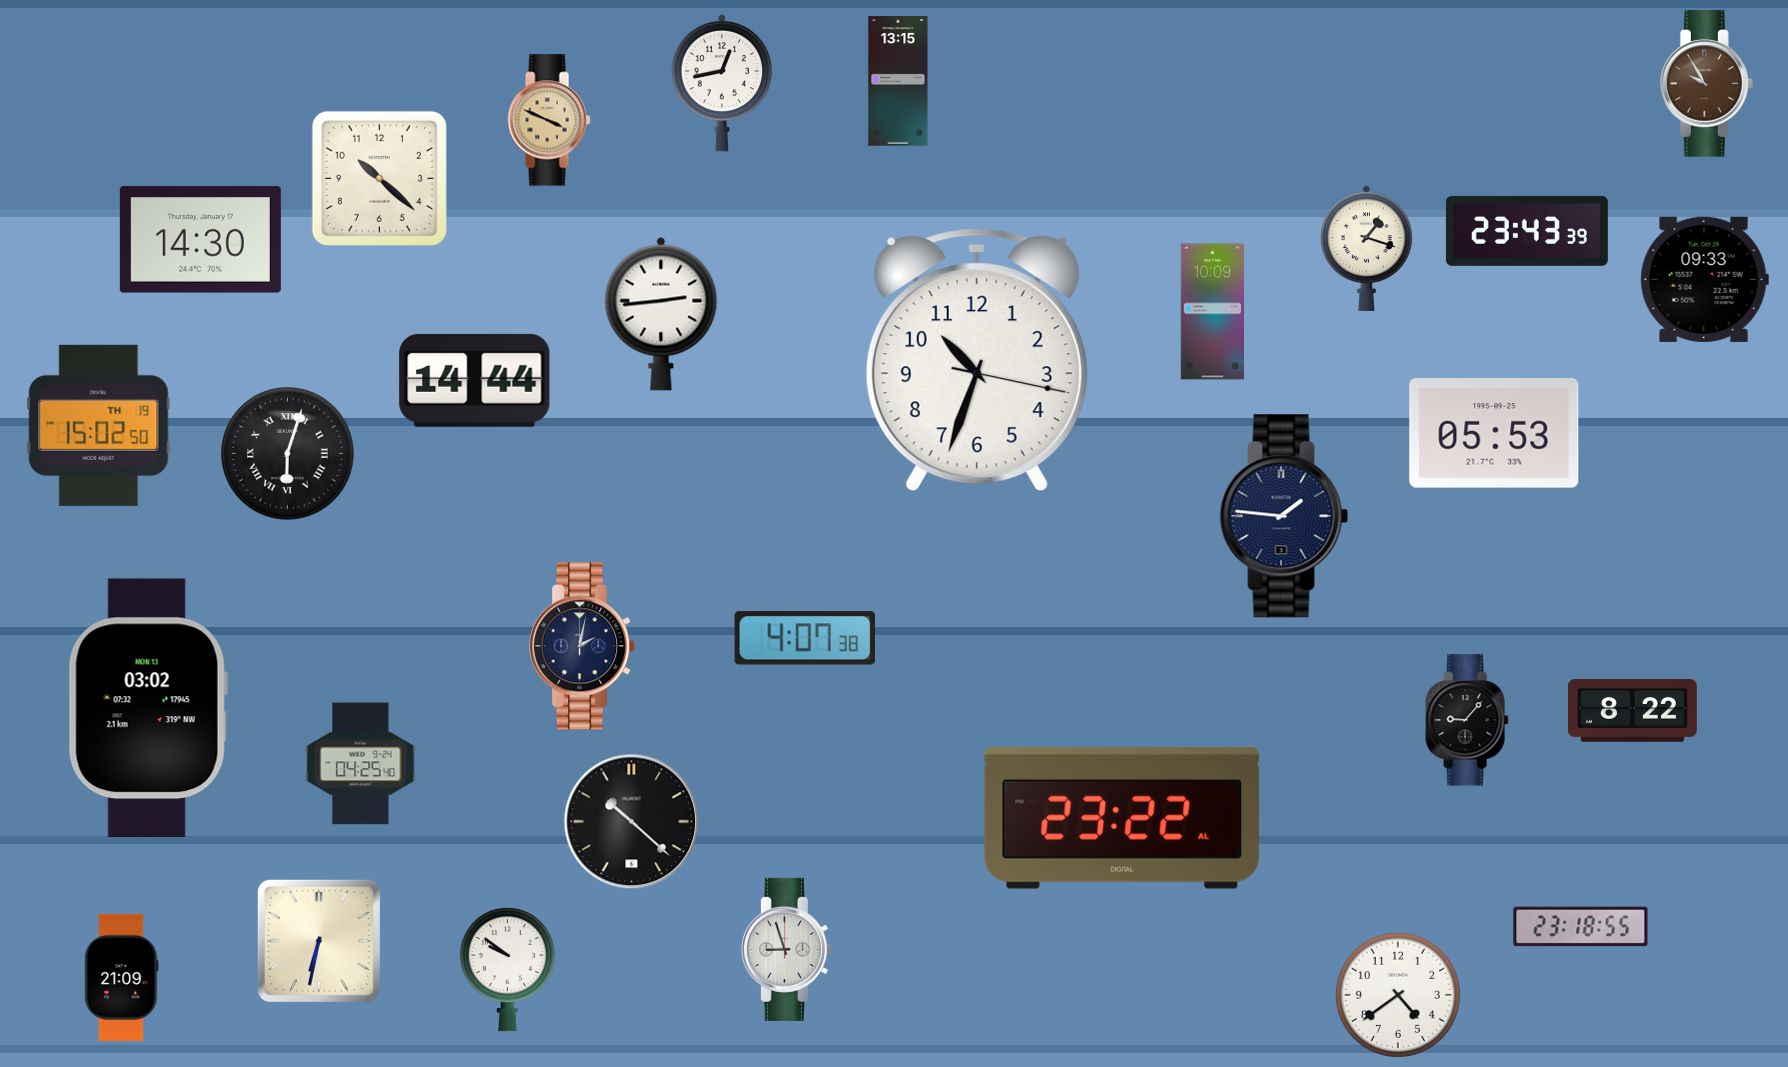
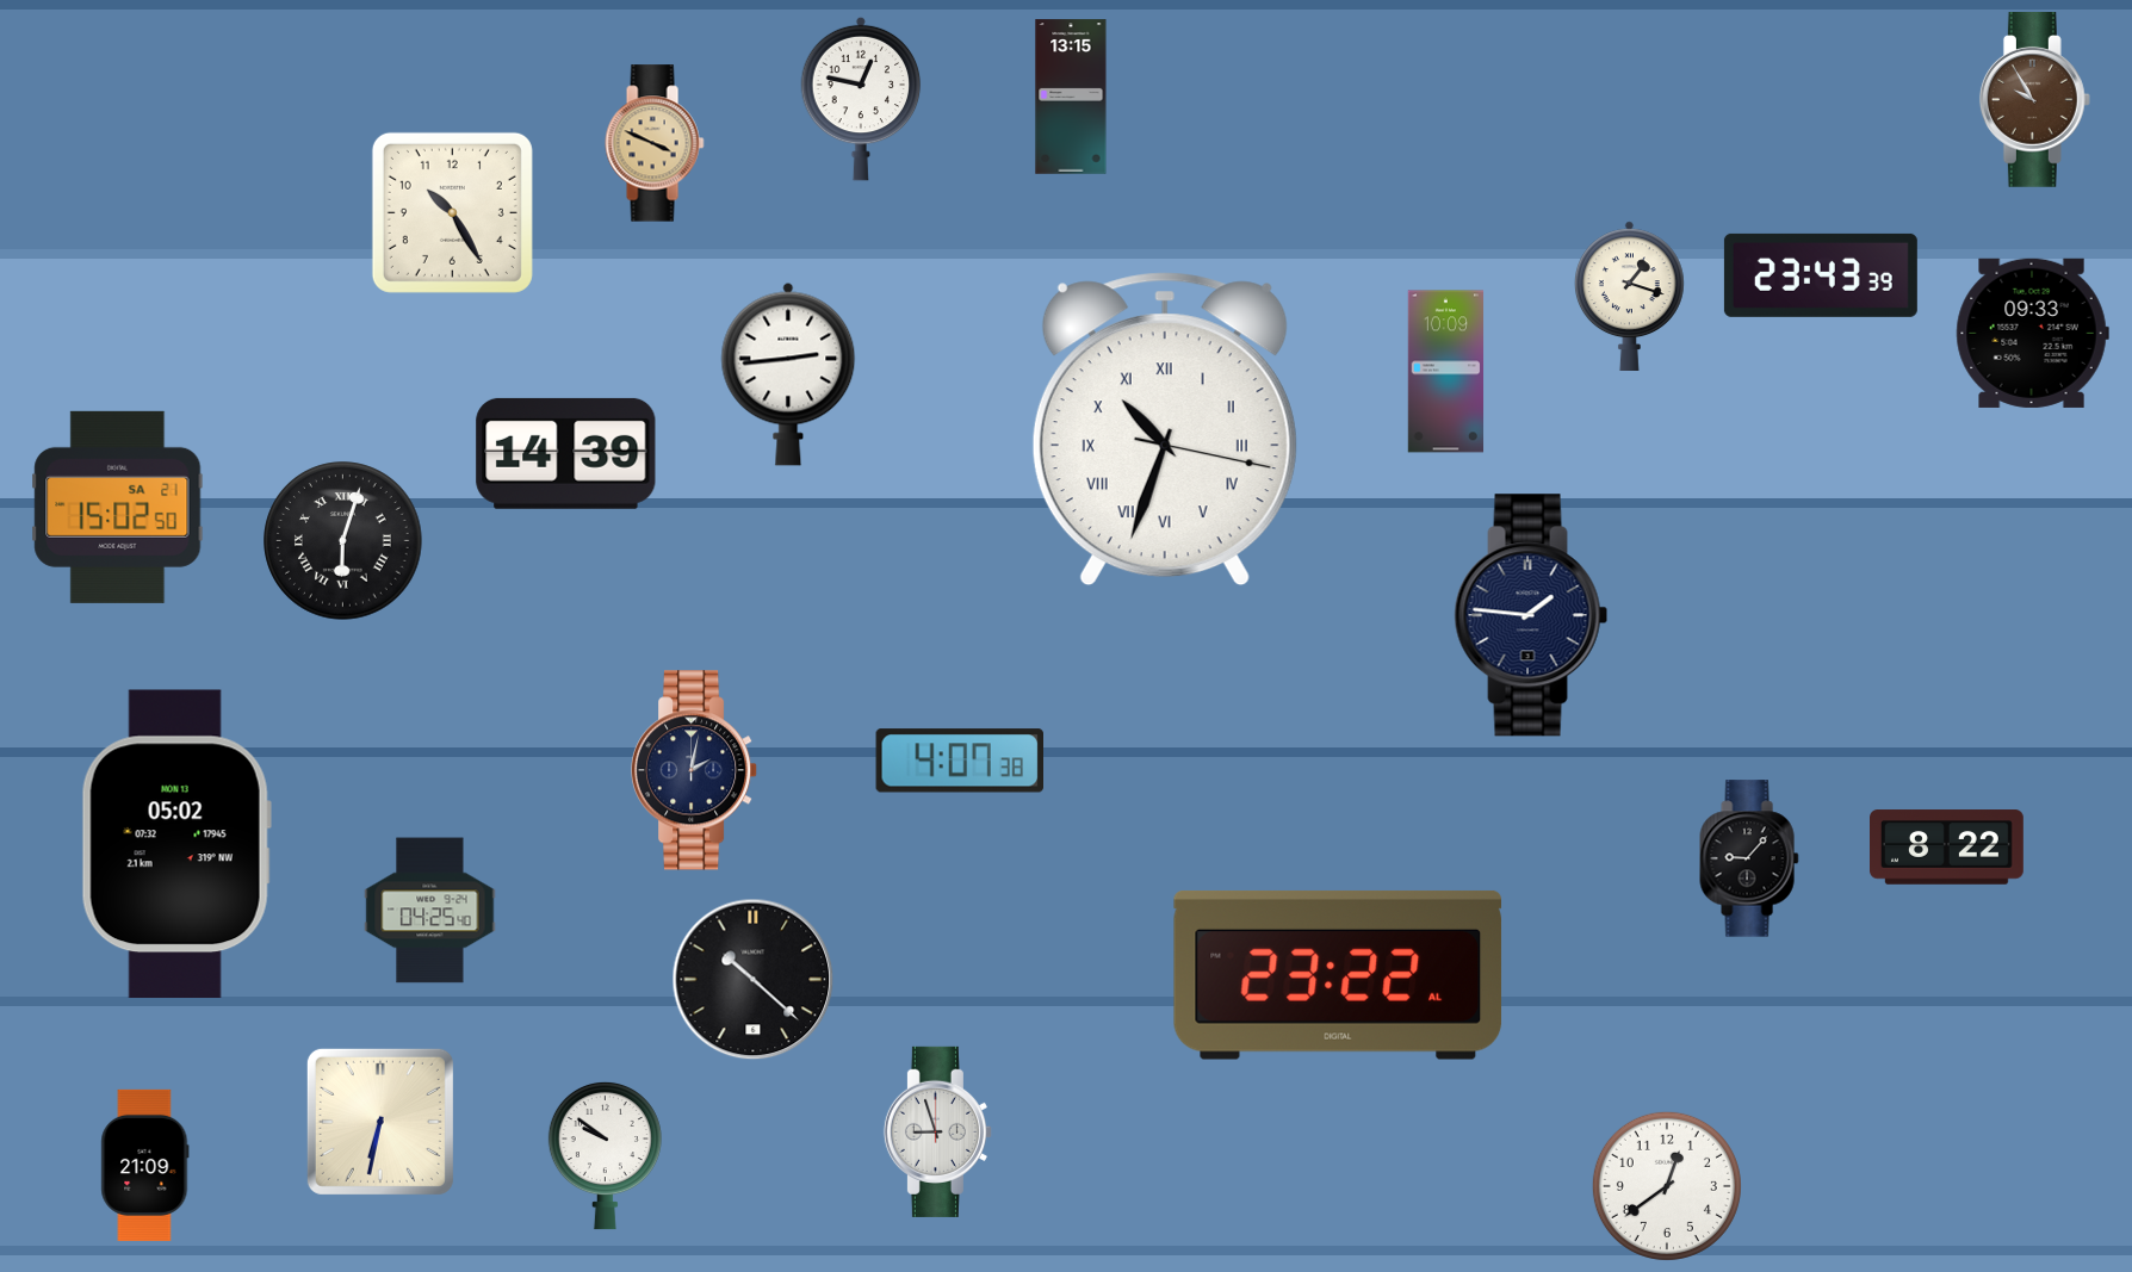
clock at (722, 83): 12:43 -> 12:47
clock at (379, 178): 10:22 -> 10:25
clock at (200, 240): 14:30 -> none
clock at (977, 360) numerals: Arabic -> Roman
clock at (475, 380): 14:44 -> 14:39
clock at (99, 425) date: TH 19 -> SA 21
clock at (1494, 434): 05:53 -> none
clock at (148, 708): 03:02 -> 05:02
clock at (1581, 927): 23:18 -> none
clock at (1398, 995): 4:39 -> 12:39
